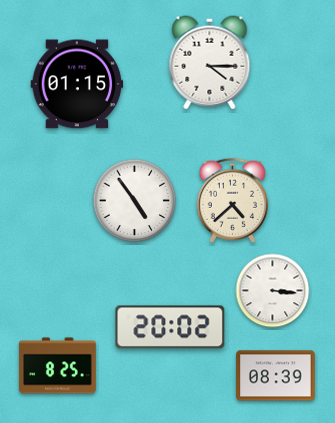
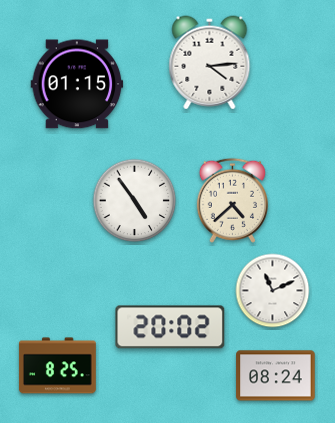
clock at (210, 63): 4:15 -> 4:14
clock at (273, 291): 3:16 -> 11:11
clock at (276, 376): 08:39 -> 08:24
